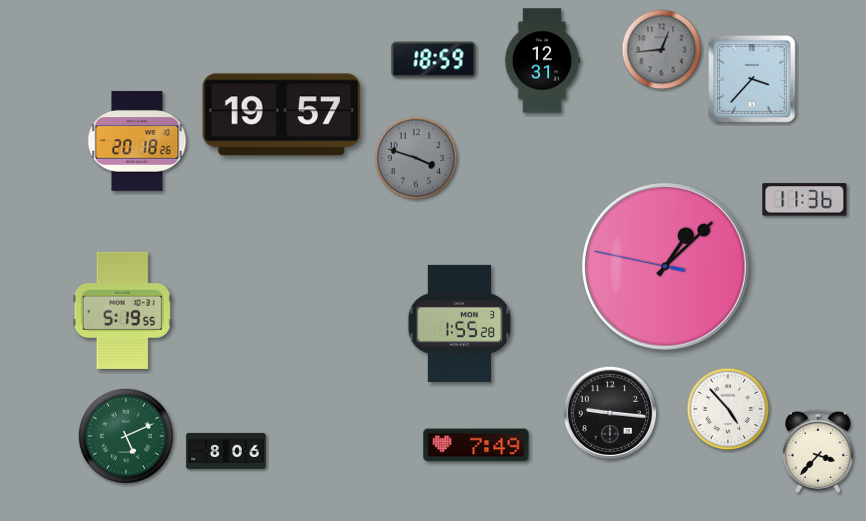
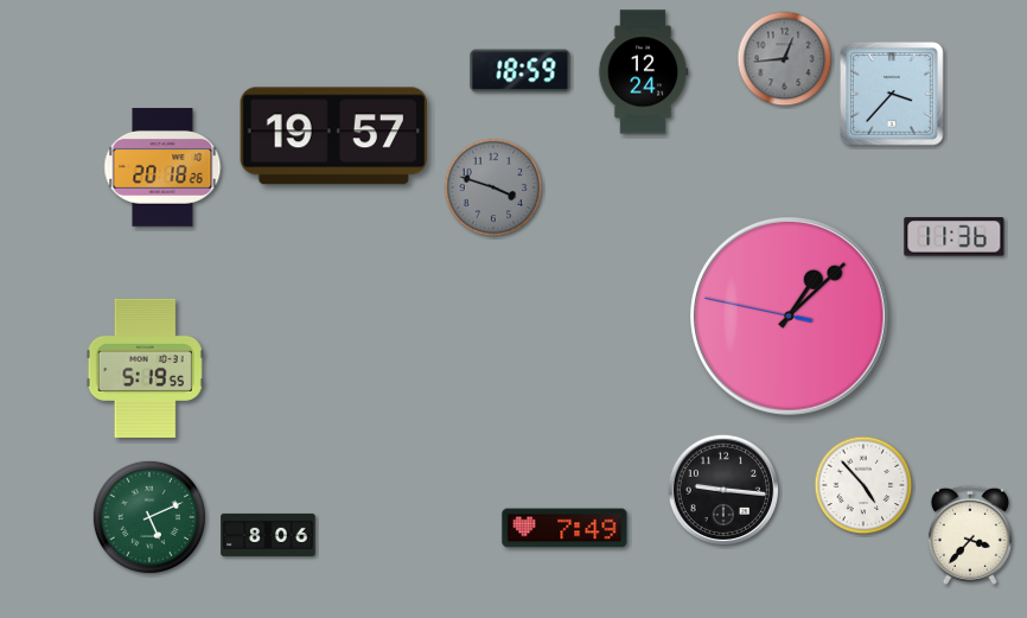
clock at (434, 60) position: (434, 60) -> (521, 71)
clock at (542, 61): 12:31 -> 12:24
clock at (460, 323): 1:55 -> none
